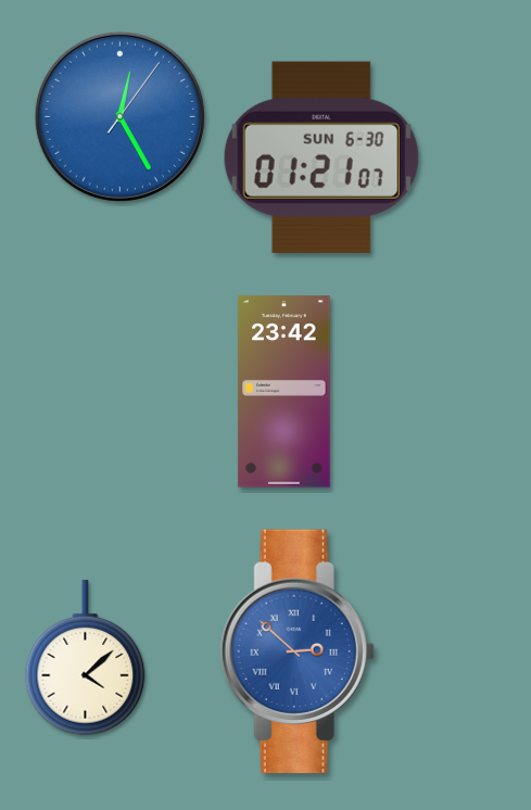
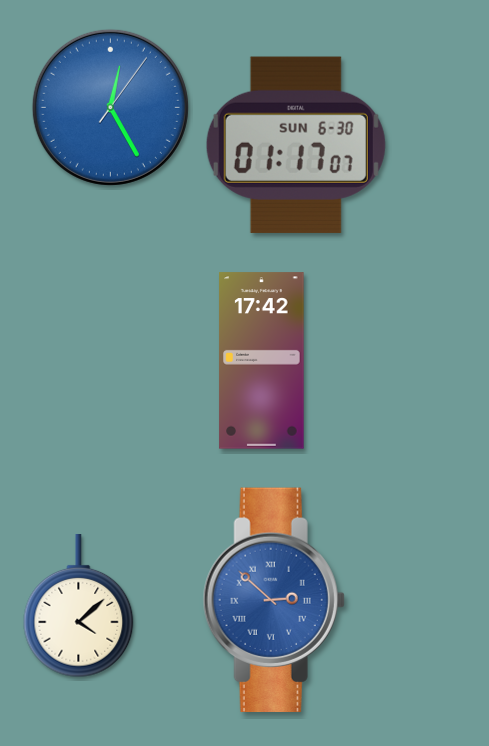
clock at (321, 157): 01:21 -> 01:17
clock at (285, 392): 23:42 -> 17:42
